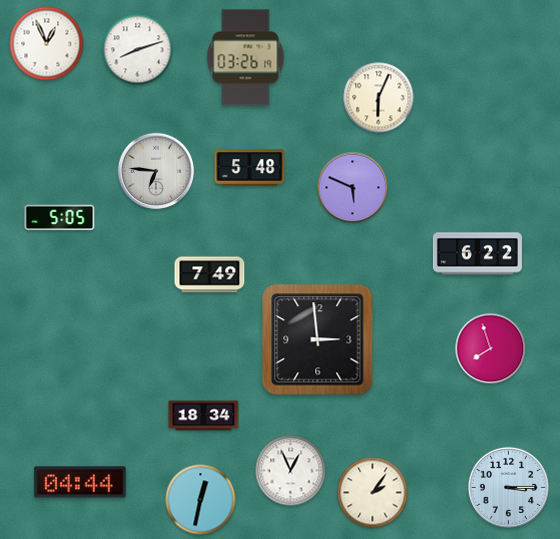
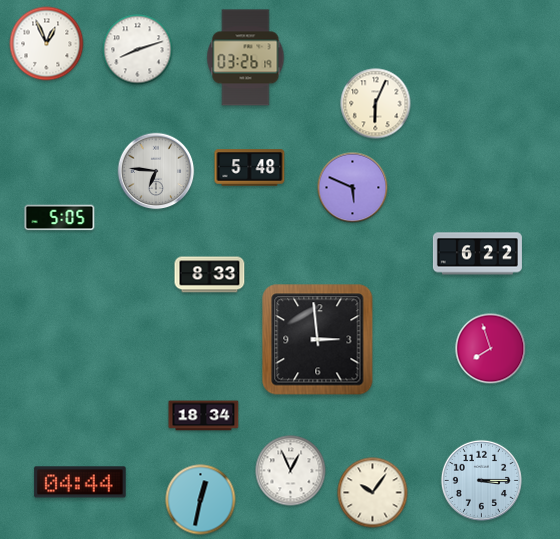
clock at (379, 98) position: (379, 98) -> (376, 104)
clock at (210, 275): 7:49 -> 8:33
clock at (508, 487) position: (508, 487) -> (481, 480)
clock at (373, 493): 2:06 -> 10:06
